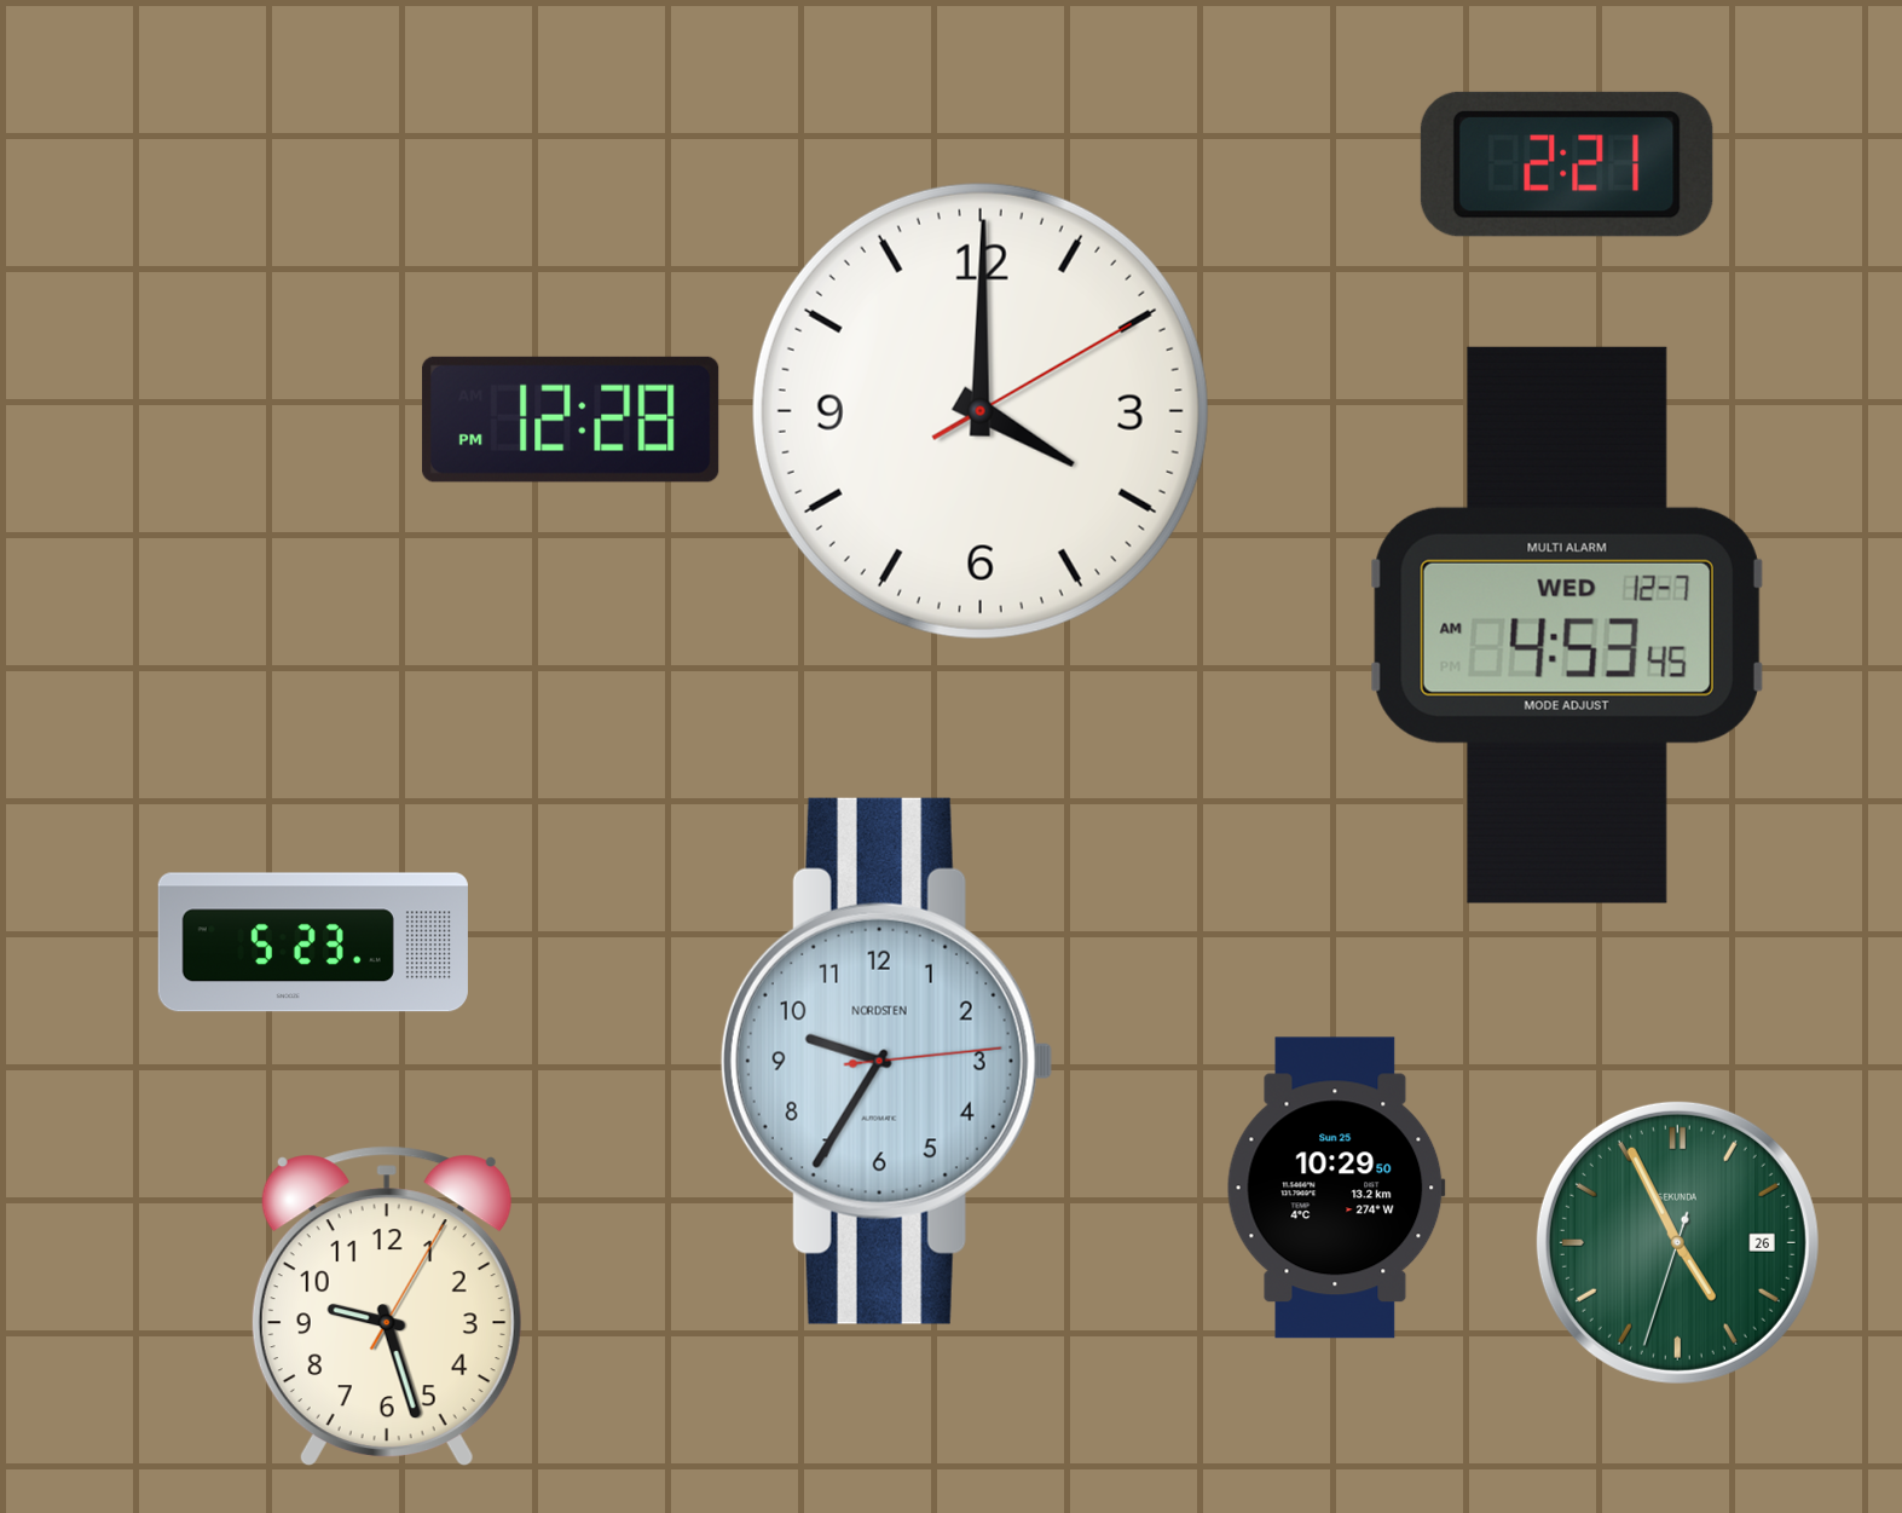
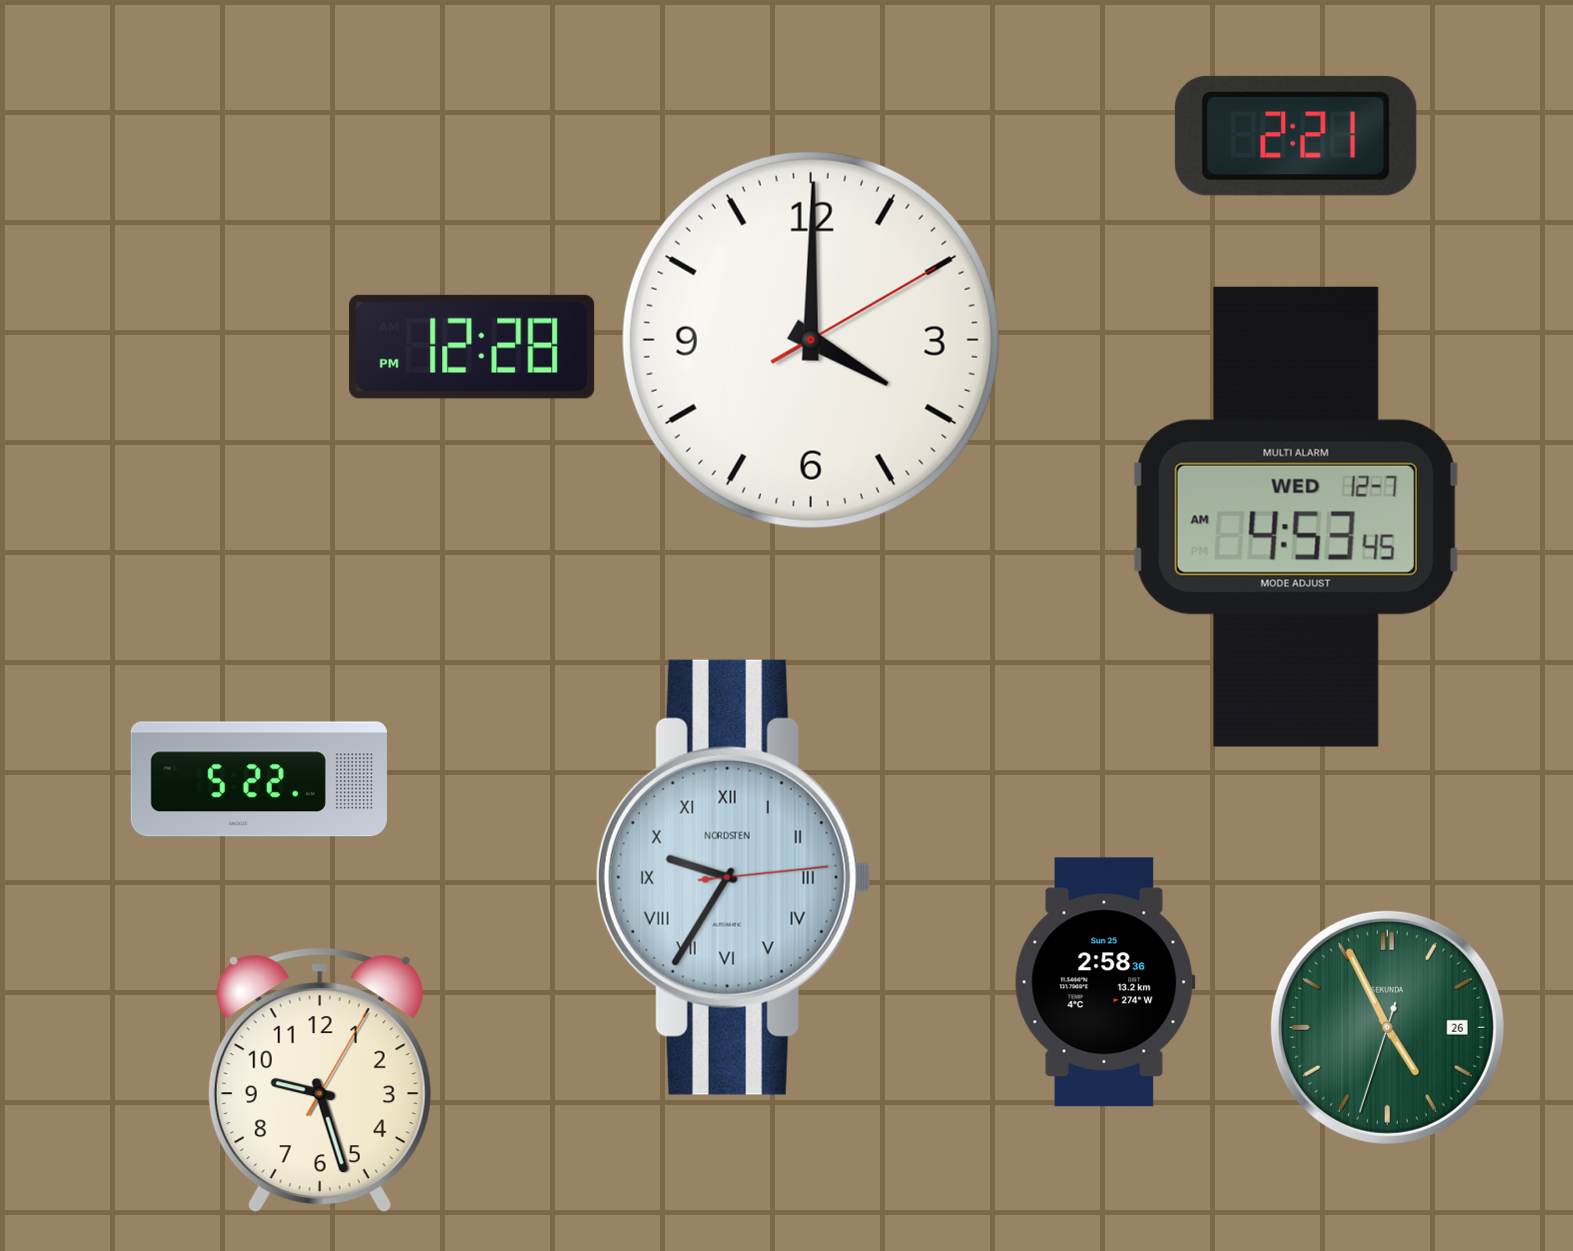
clock at (313, 942): 5:23 -> 5:22
clock at (886, 1061) numerals: Arabic -> Roman
clock at (1336, 1188): 10:29 -> 2:58
